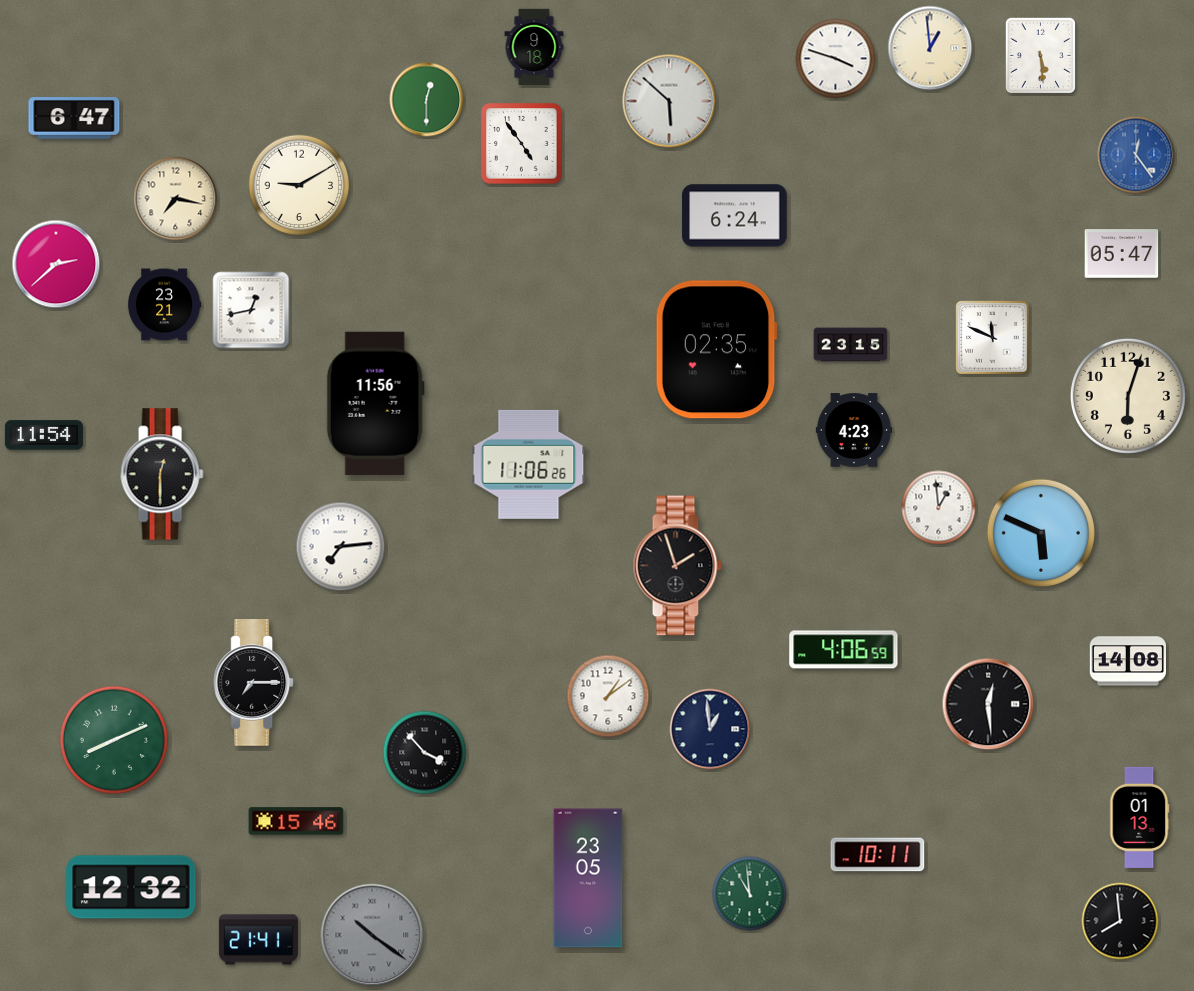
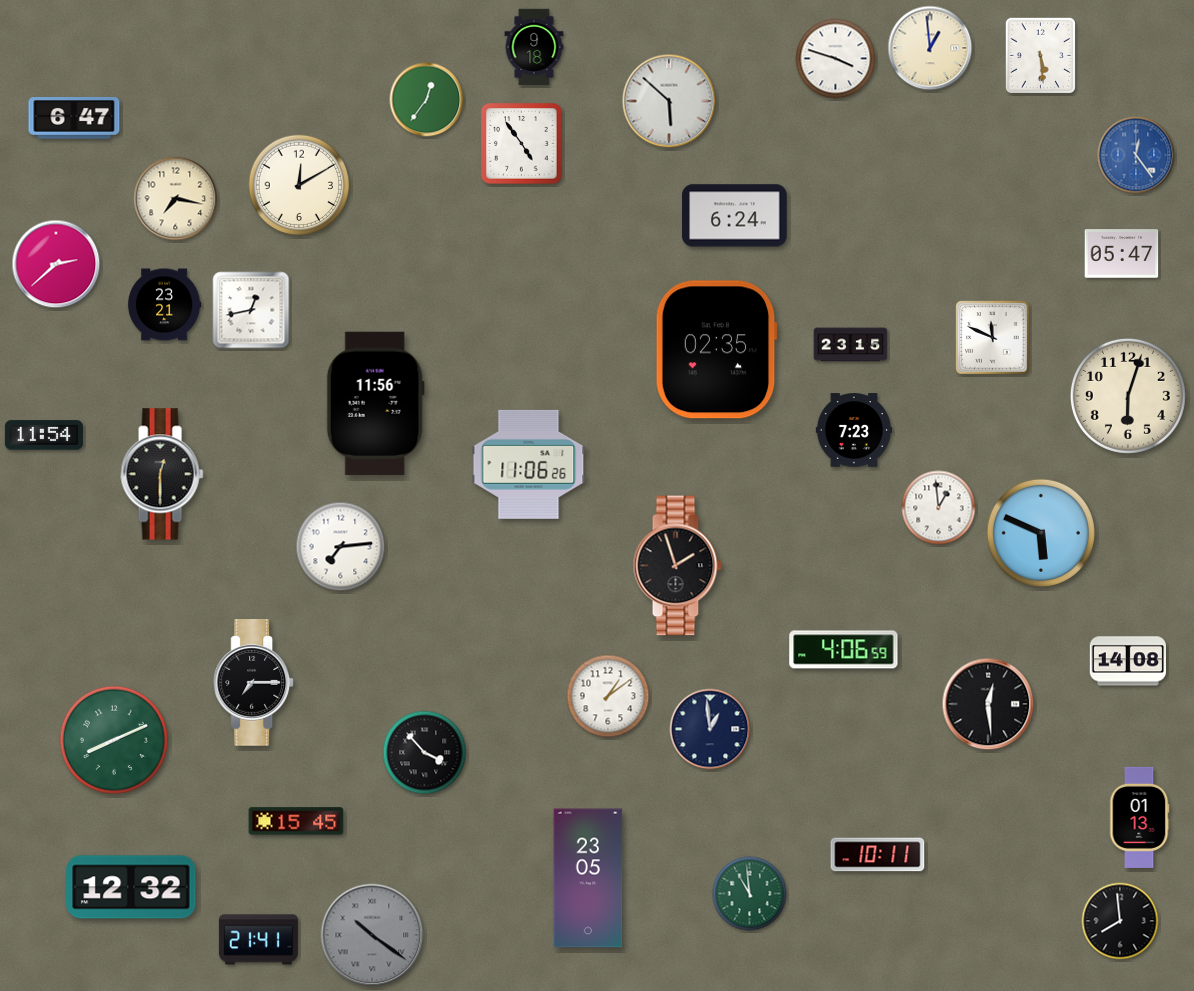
clock at (427, 100): 12:30 -> 12:36
clock at (299, 185): 9:10 -> 12:10
clock at (854, 430): 4:23 -> 7:23
clock at (296, 821): 15:46 -> 15:45
